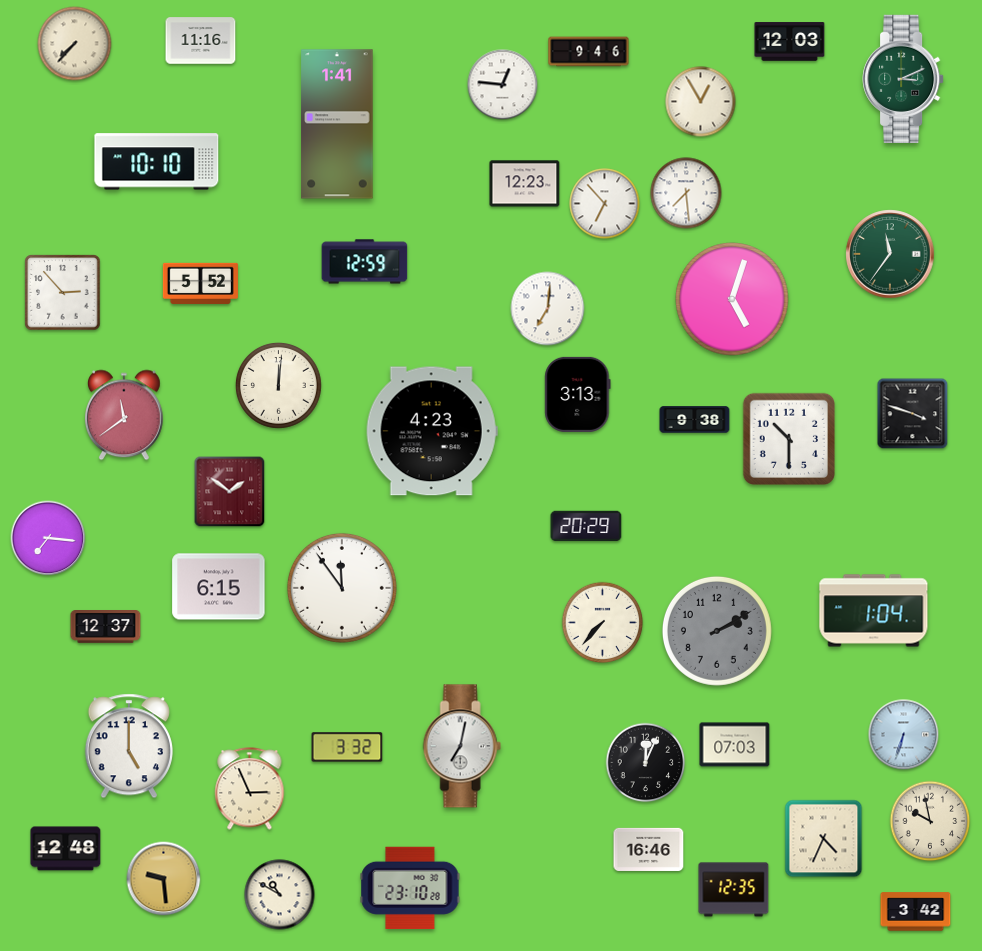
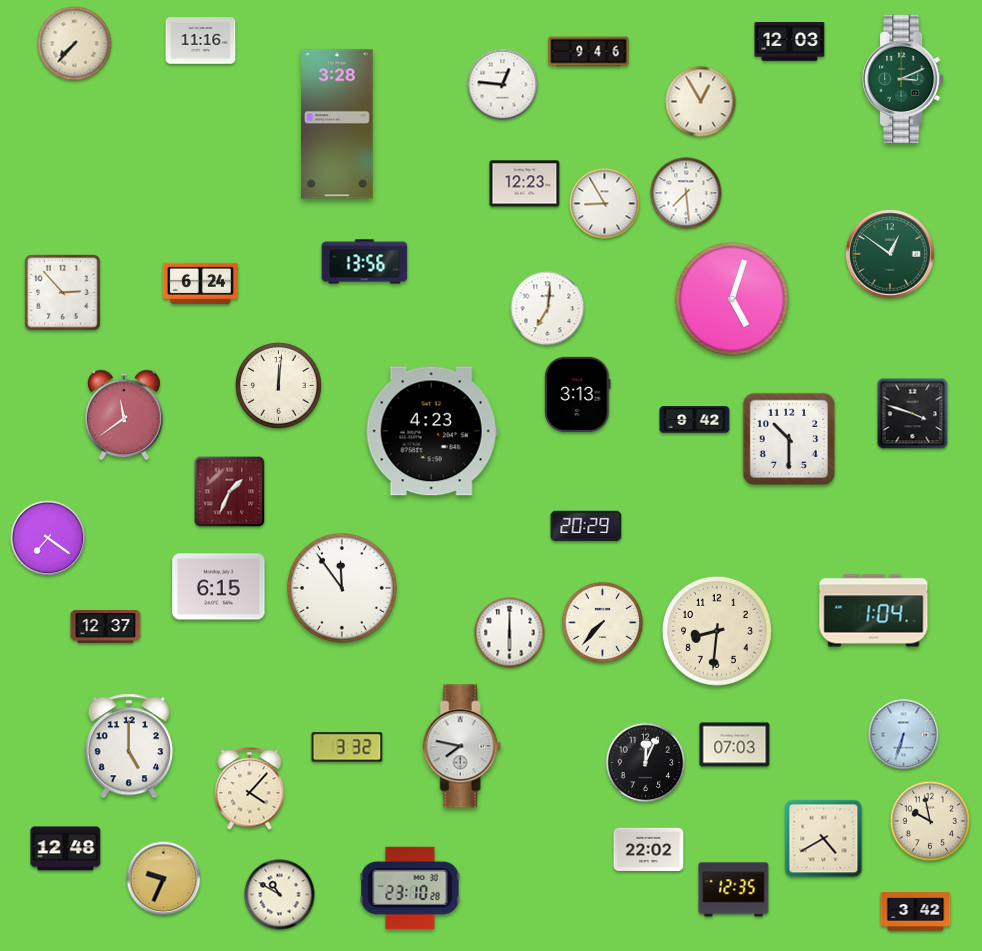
clock at (337, 124): 1:41 -> 3:28
clock at (157, 162): 10:10 -> none
clock at (605, 204): 6:53 -> 8:55
clock at (890, 254): 11:36 -> 12:51
clock at (365, 262): 12:59 -> 13:56
clock at (200, 283): 5:52 -> 6:24
clock at (695, 420): 9:38 -> 9:42
clock at (230, 492): 1:51 -> 1:34
clock at (48, 538): 7:16 -> 7:21
clock at (717, 631): 2:10 -> 8:31
clock at (717, 631) dial: grey -> cream
clock at (510, 633): none -> 6:00
clock at (462, 746): 7:02 -> 7:47
clock at (250, 789): 2:56 -> 4:07
clock at (824, 839): 4:34 -> 4:40
clock at (649, 849): 16:46 -> 22:02
clock at (164, 879): 9:29 -> 9:34
